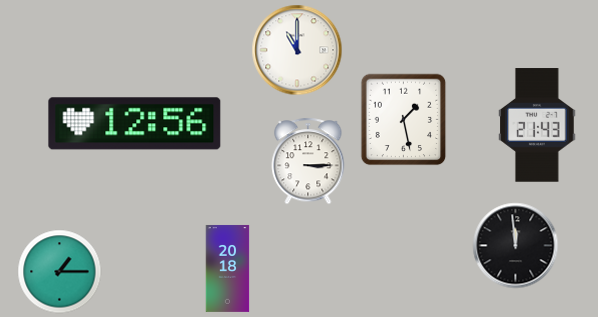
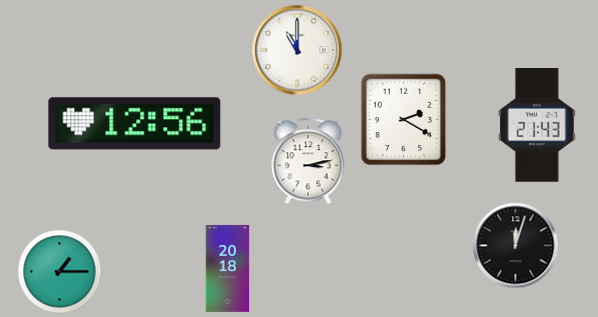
clock at (404, 120): 1:28 -> 2:20
clock at (308, 161): 3:15 -> 3:13
clock at (516, 246): 11:59 -> 12:03
